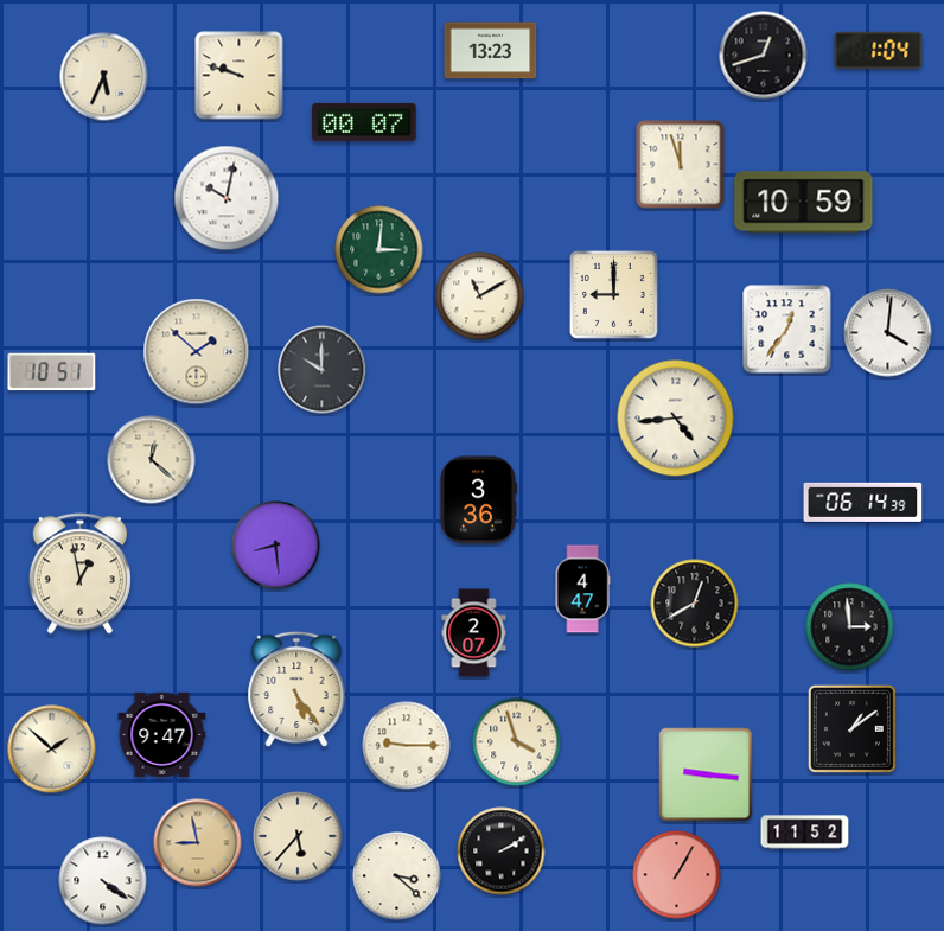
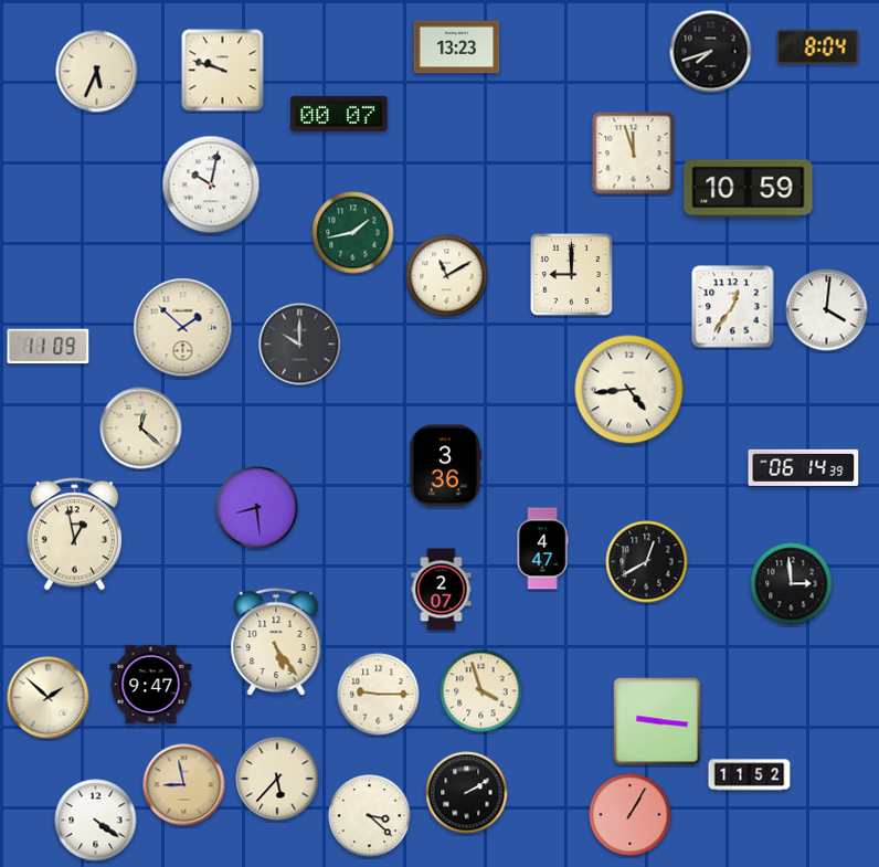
clock at (879, 51): 1:04 -> 8:04
clock at (764, 56): 12:42 -> 7:42
clock at (379, 250): 3:01 -> 1:43
clock at (52, 372): 10:51 -> 11:09
clock at (851, 728): 1:09 -> none
